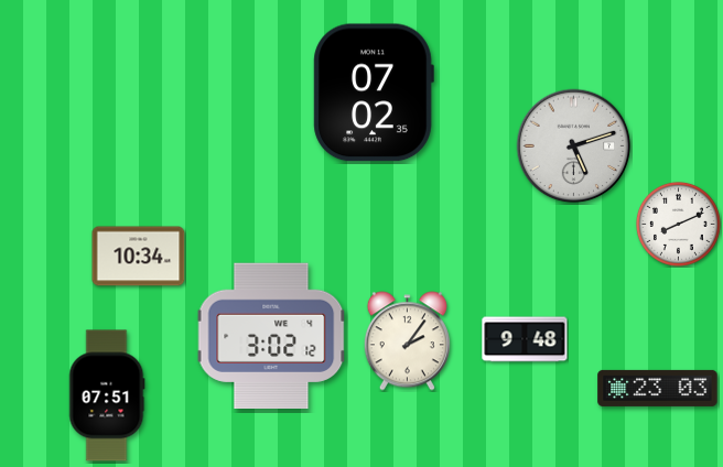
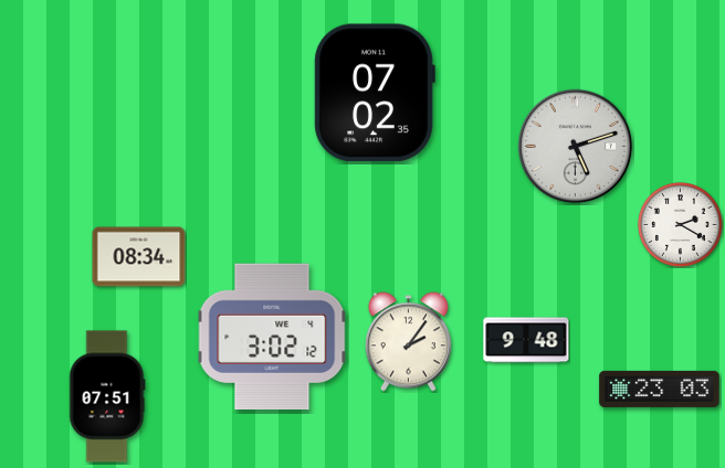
clock at (679, 225): 8:11 -> 2:20
clock at (139, 257): 10:34 -> 08:34
